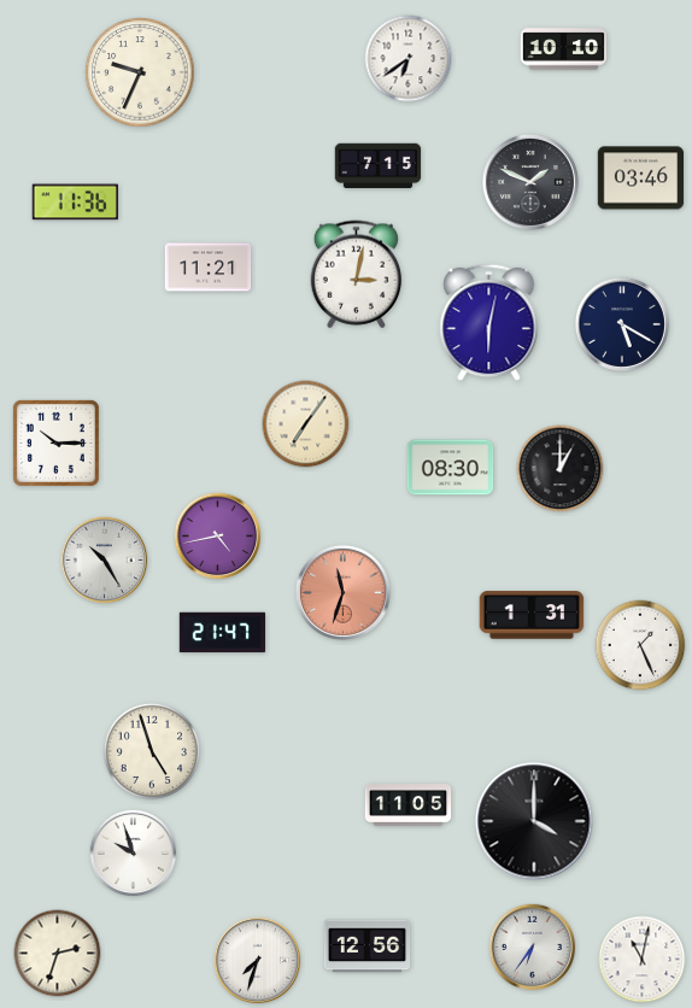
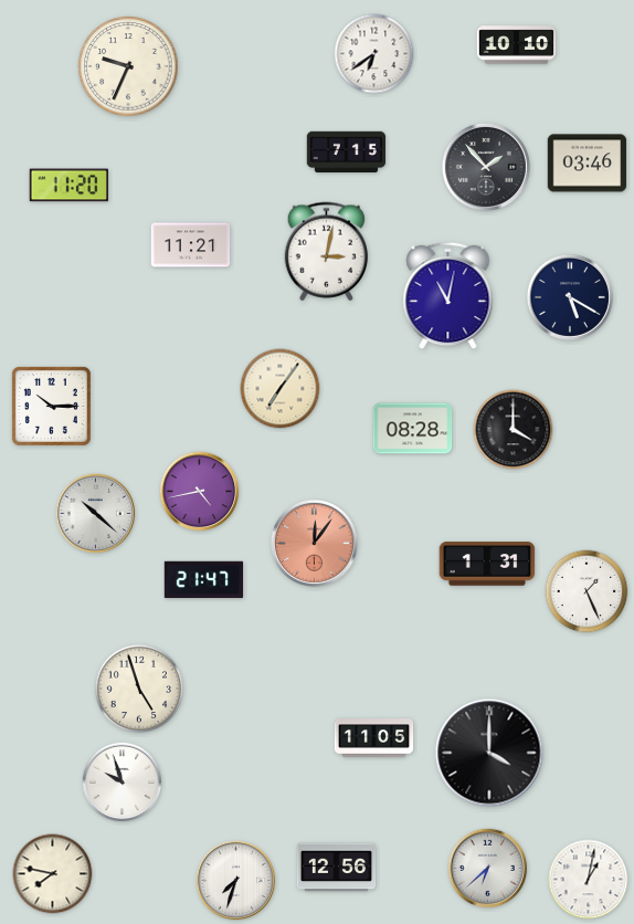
clock at (530, 182): 1:49 -> 1:53
clock at (75, 203): 11:36 -> 11:20
clock at (489, 323): 6:02 -> 11:02
clock at (451, 468): 08:30 -> 08:28
clock at (561, 469): 1:00 -> 4:00
clock at (105, 561): 10:25 -> 10:22
clock at (342, 592): 11:33 -> 12:06
clock at (533, 948): 6:36 -> 6:38
clock at (58, 954): 2:33 -> 7:47
clock at (643, 960): 11:02 -> 1:02
